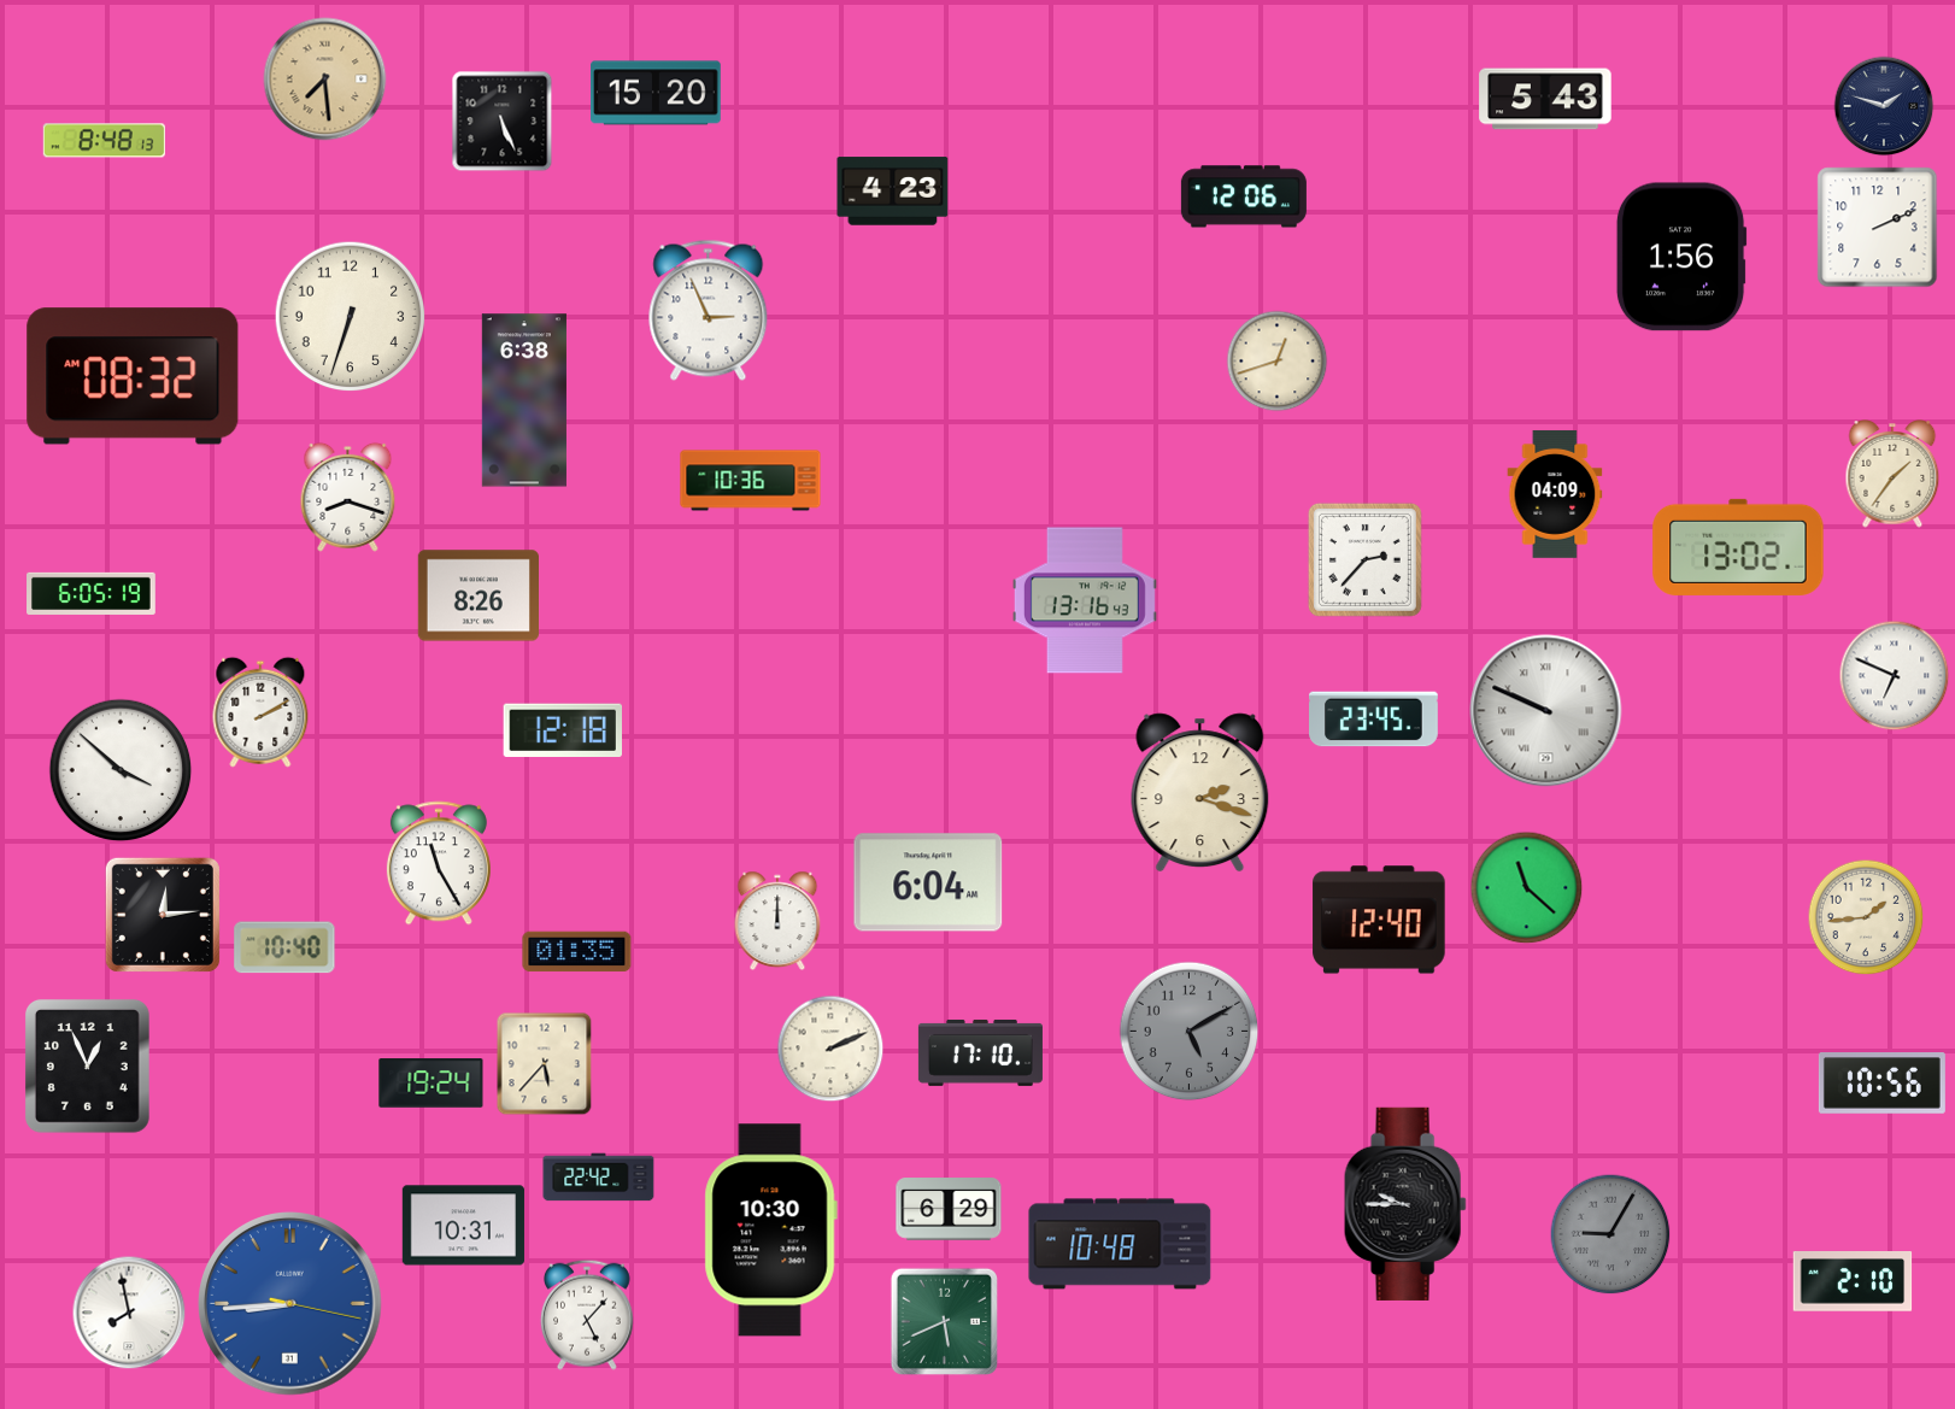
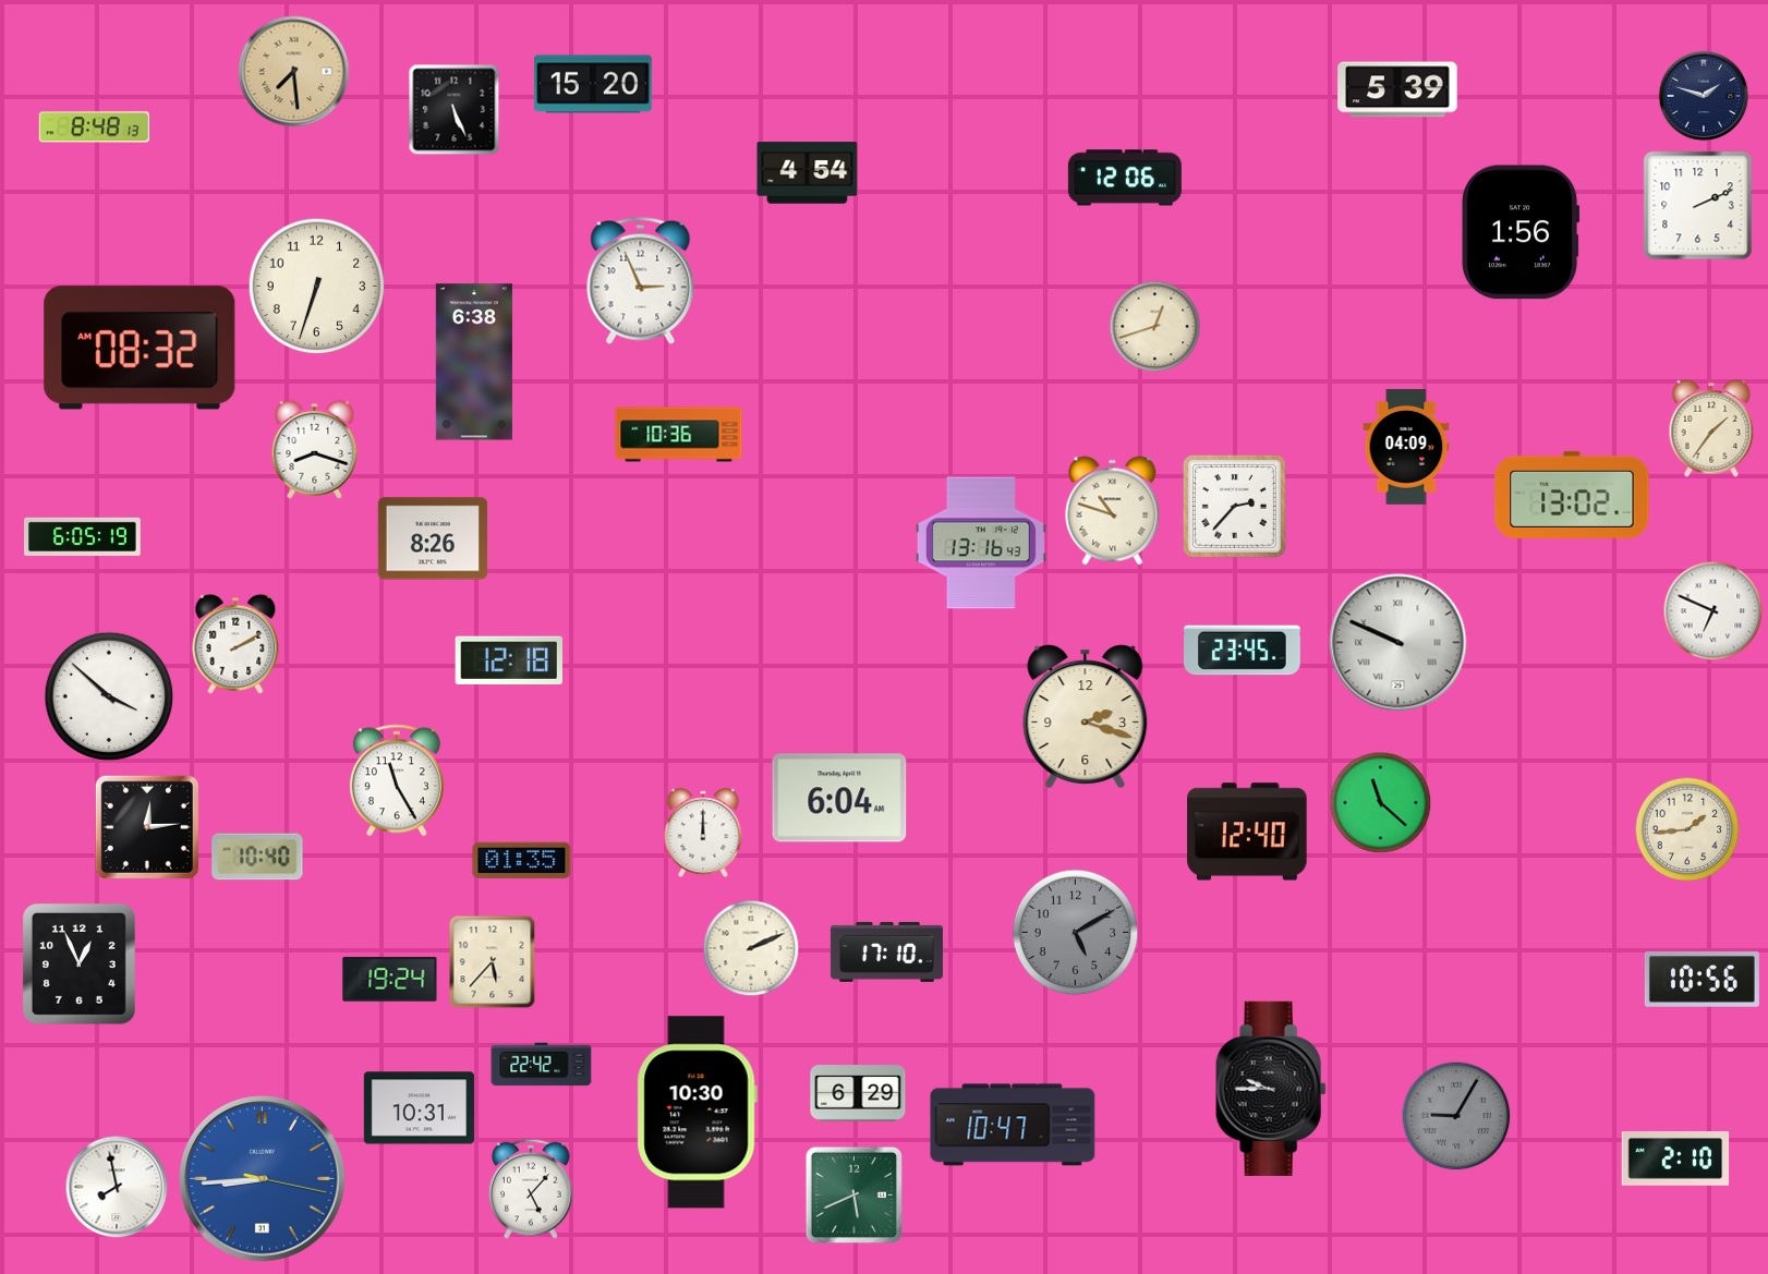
clock at (1545, 99): 5:43 -> 5:39
clock at (893, 192): 4:23 -> 4:54
clock at (133, 376) position: (133, 376) -> (140, 348)
clock at (1113, 511): none -> 10:48
clock at (1120, 1244): 10:48 -> 10:47
